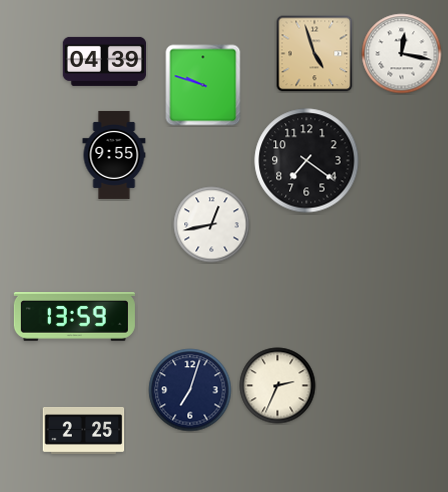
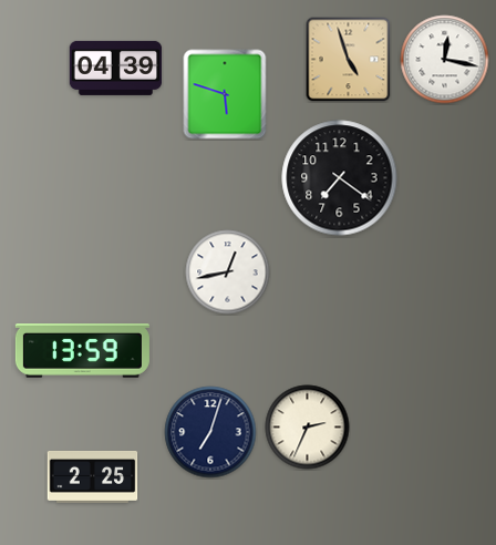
clock at (203, 85): 9:48 -> 5:48
clock at (114, 155): 9:55 -> none
clock at (212, 225) position: (212, 225) -> (228, 272)
